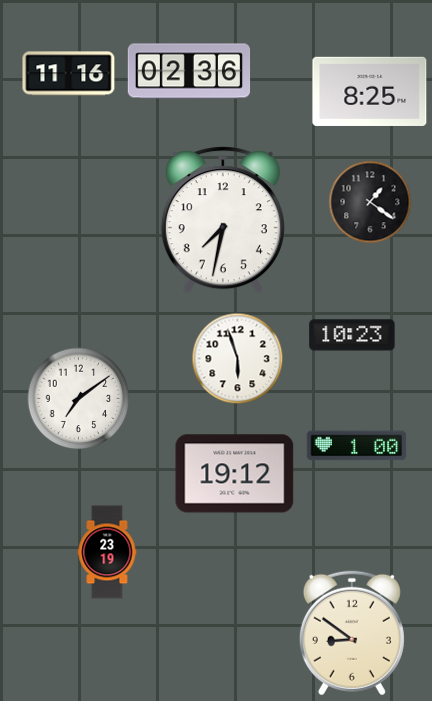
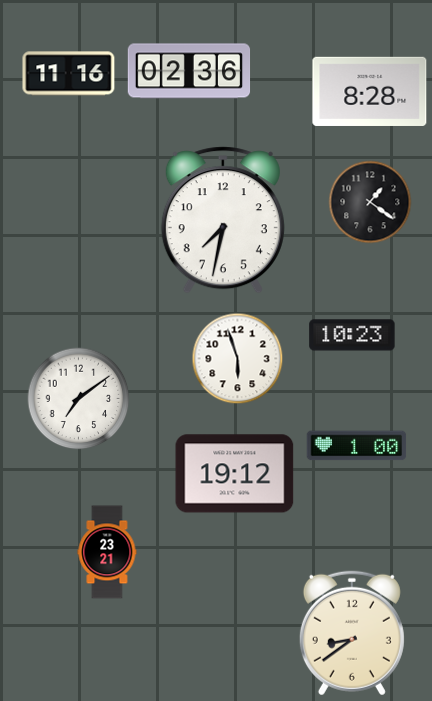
clock at (370, 91): 8:25 -> 8:28
clock at (107, 552): 23:19 -> 23:21
clock at (352, 633): 8:51 -> 8:39
